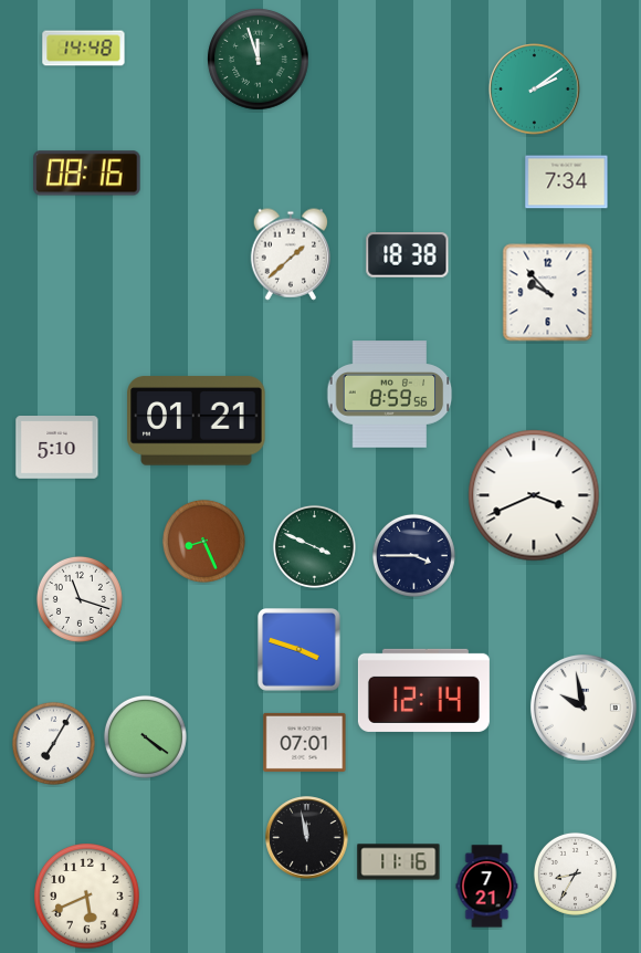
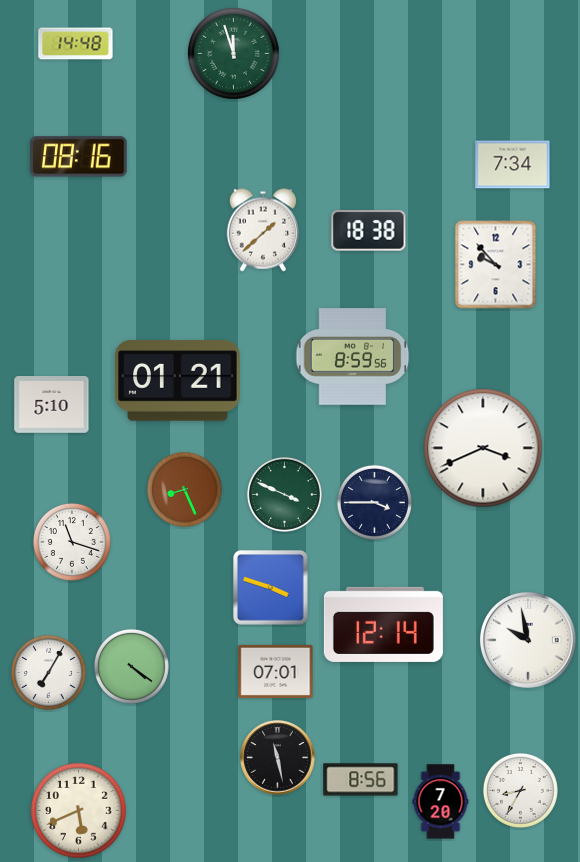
clock at (535, 90): 2:09 -> none
clock at (307, 838): 11:58 -> 11:28
clock at (399, 862): 11:16 -> 8:56
clock at (487, 887): 7:21 -> 7:20
